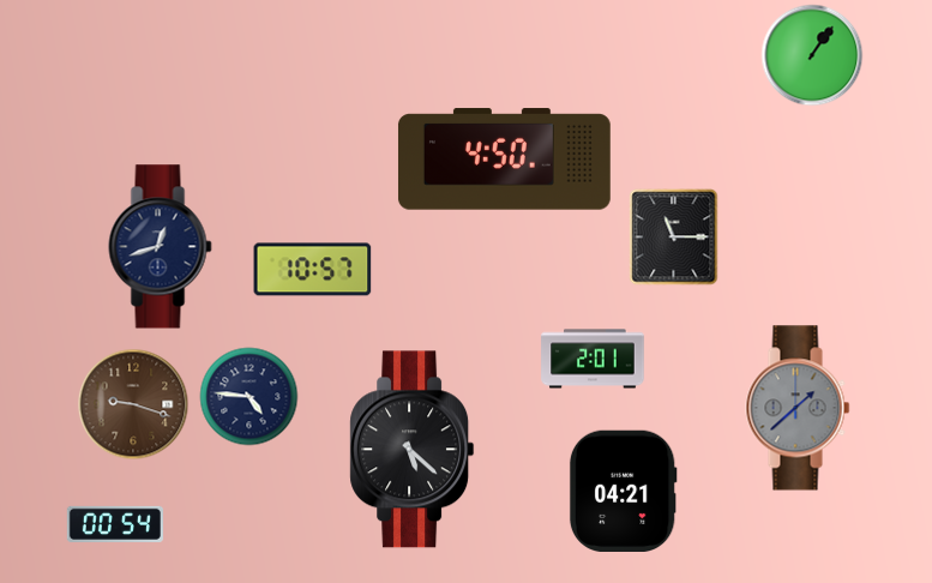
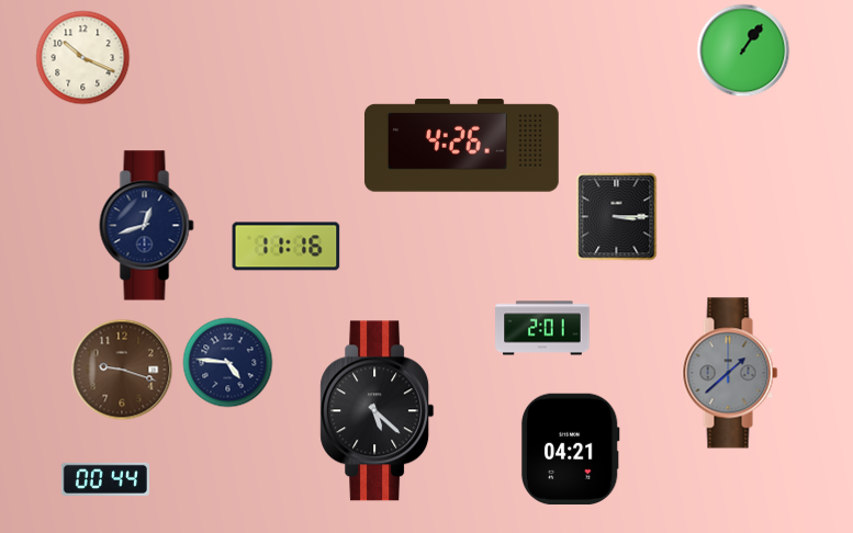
clock at (83, 58): none -> 10:19
clock at (504, 160): 4:50 -> 4:26
clock at (674, 238): 11:15 -> 3:15
clock at (313, 270): 10:57 -> 11:16
clock at (115, 524): 00:54 -> 00:44
